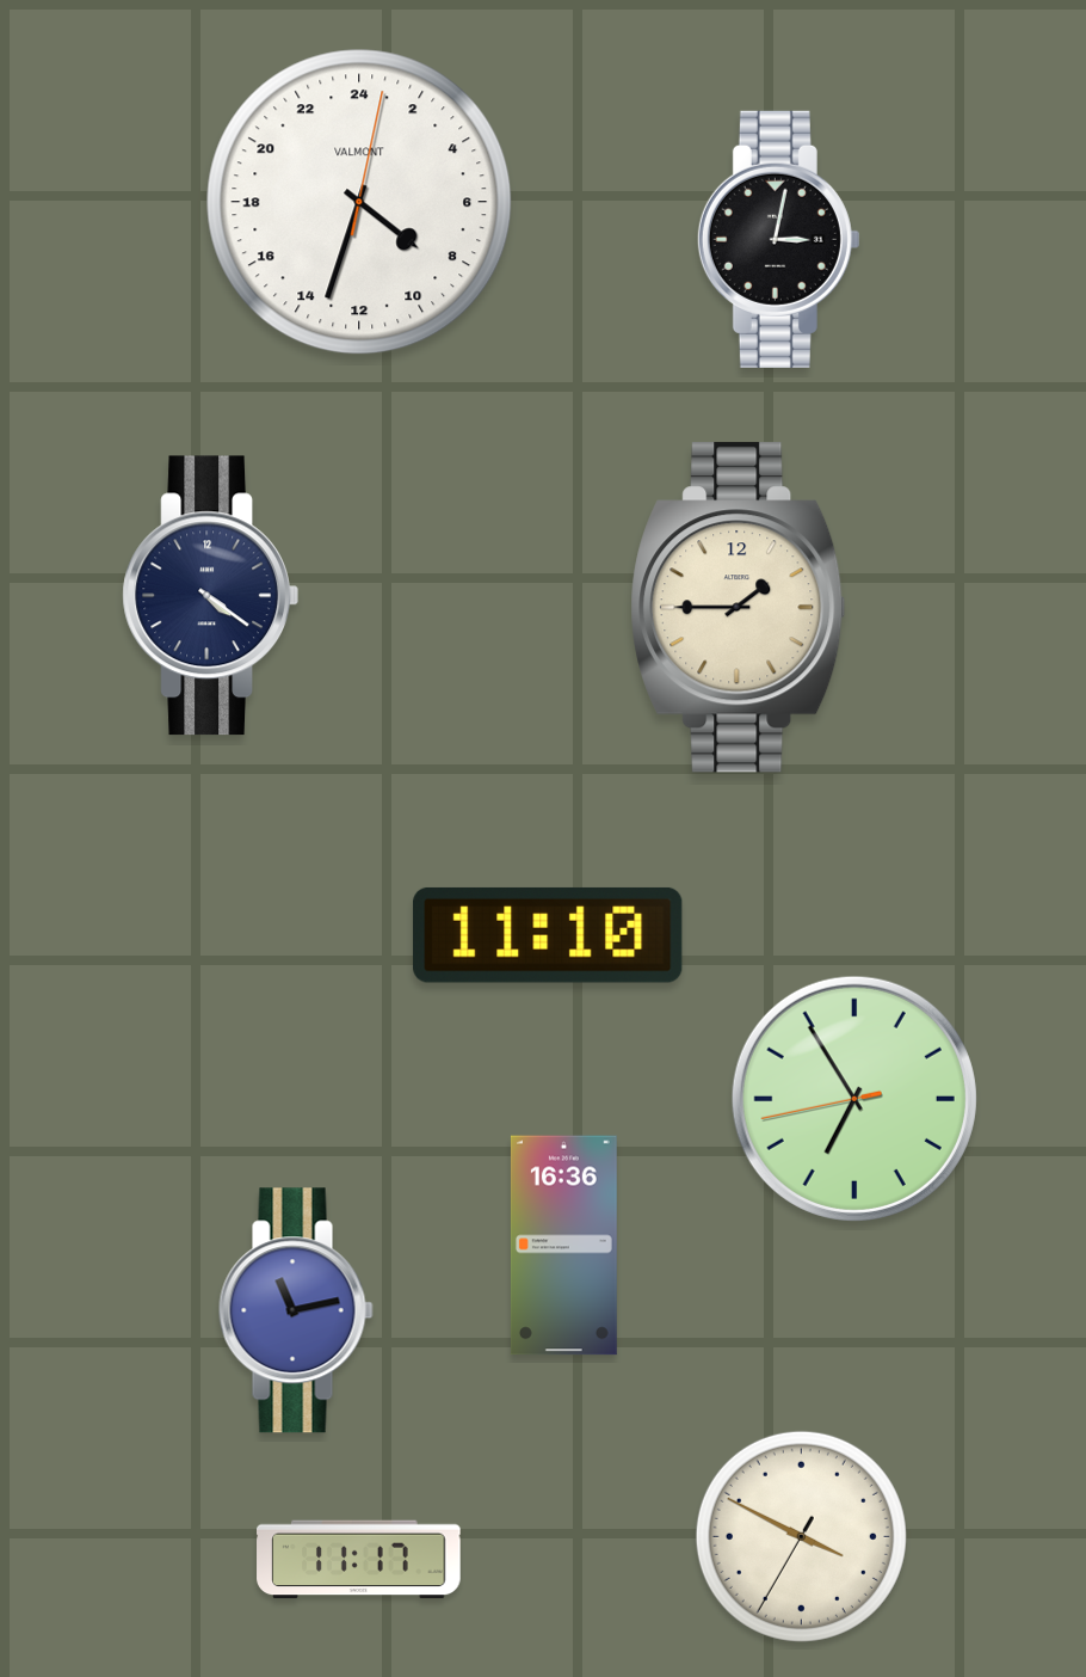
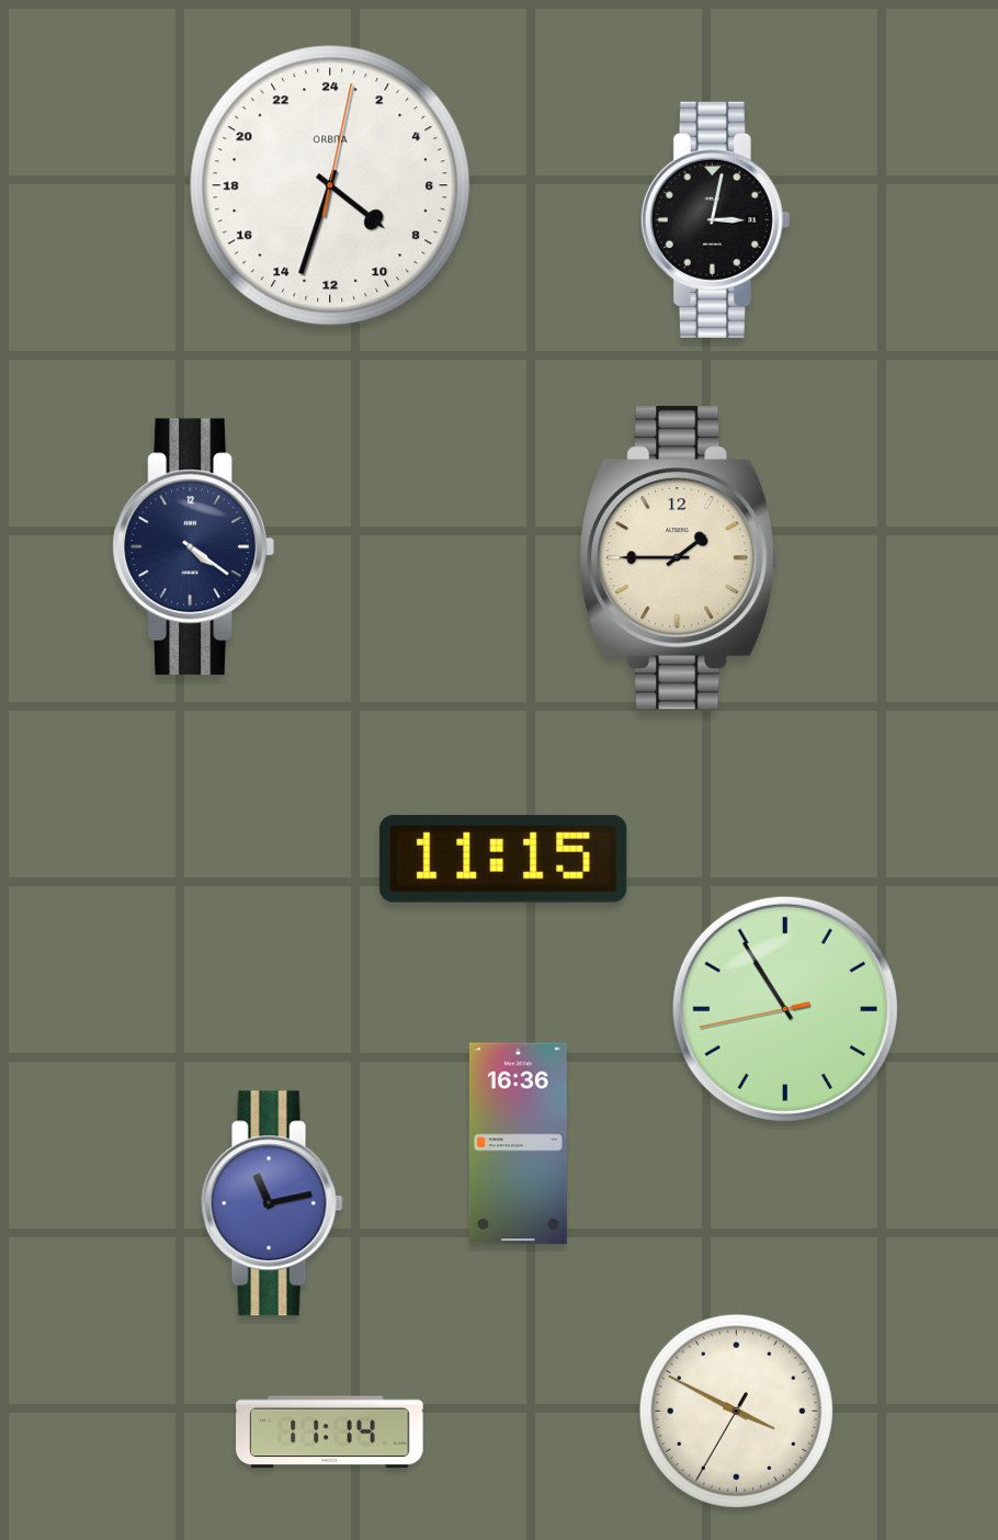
clock at (359, 202) brand: VALMONT -> ORBITA
clock at (548, 935): 11:10 -> 11:15
clock at (854, 1099): 6:54 -> 10:54
clock at (359, 1560): 11:17 -> 11:14
